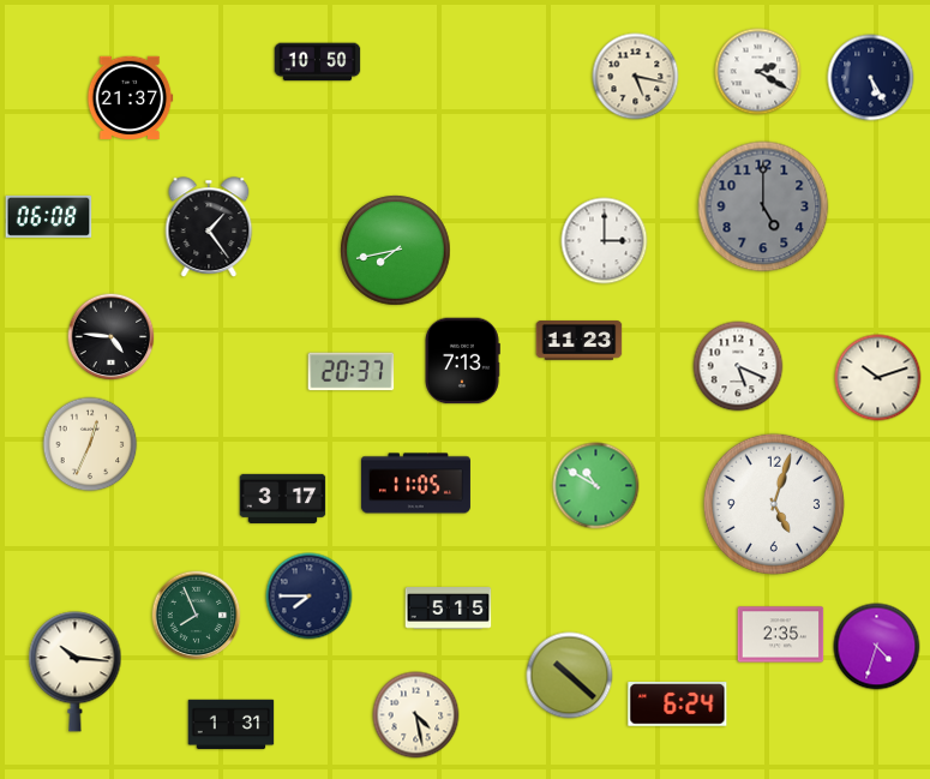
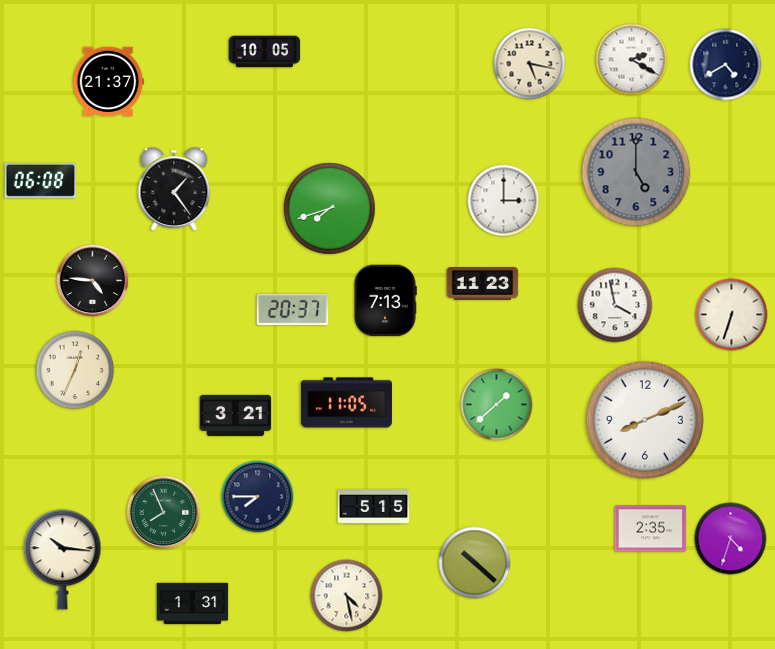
clock at (318, 62): 10:50 -> 10:05
clock at (871, 78): 5:25 -> 4:40
clock at (396, 251): 7:43 -> 7:42
clock at (738, 366): 5:19 -> 3:58
clock at (878, 378): 10:12 -> 6:33
clock at (596, 486): 10:50 -> 1:38
clock at (283, 498): 3:17 -> 3:21
clock at (774, 504): 5:03 -> 8:11
clock at (678, 705): 6:24 -> none
